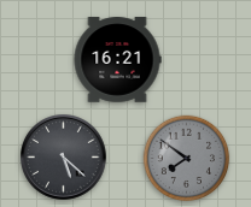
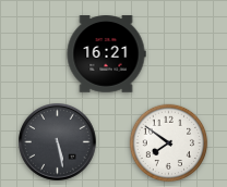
clock at (64, 158): 5:22 -> 5:28
clock at (187, 159) dial: grey -> white
